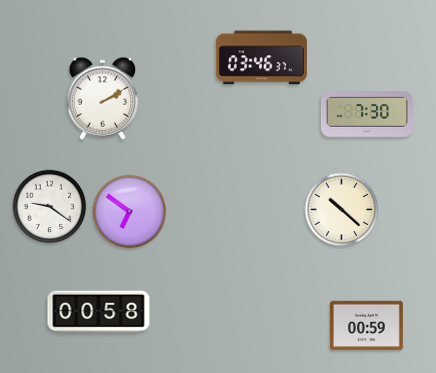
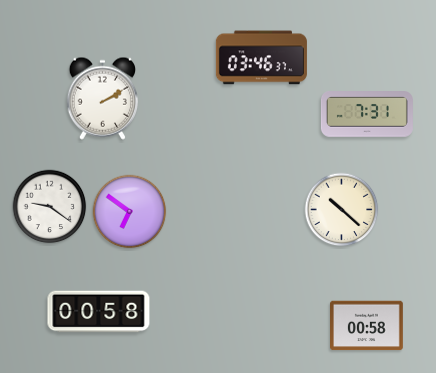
clock at (367, 115): 7:30 -> 7:31
clock at (367, 326): 00:59 -> 00:58
